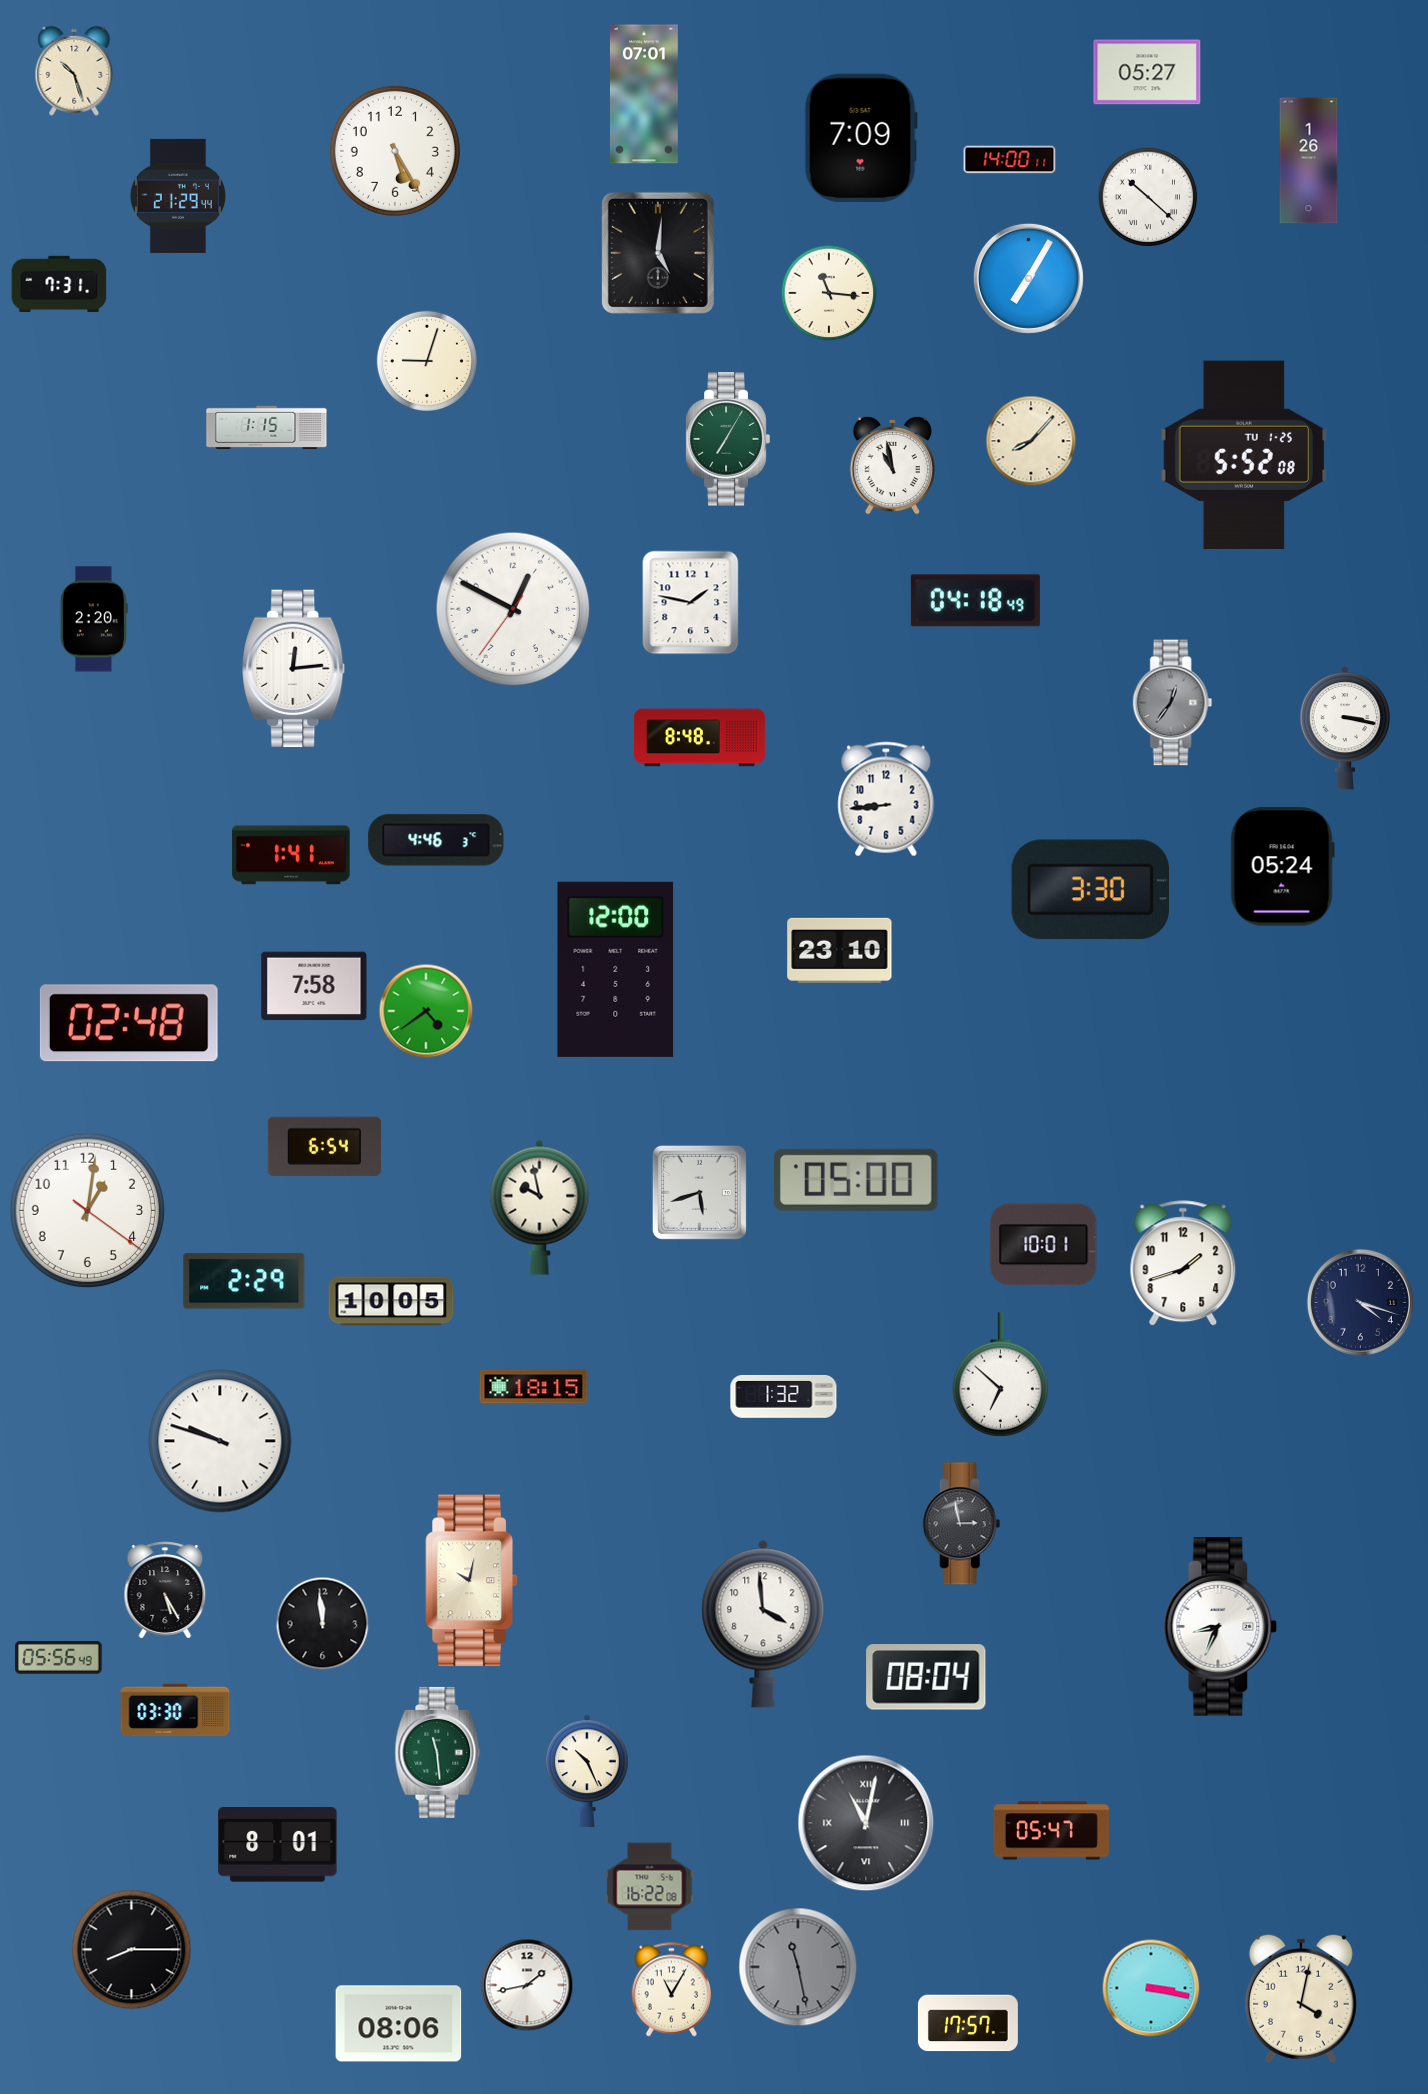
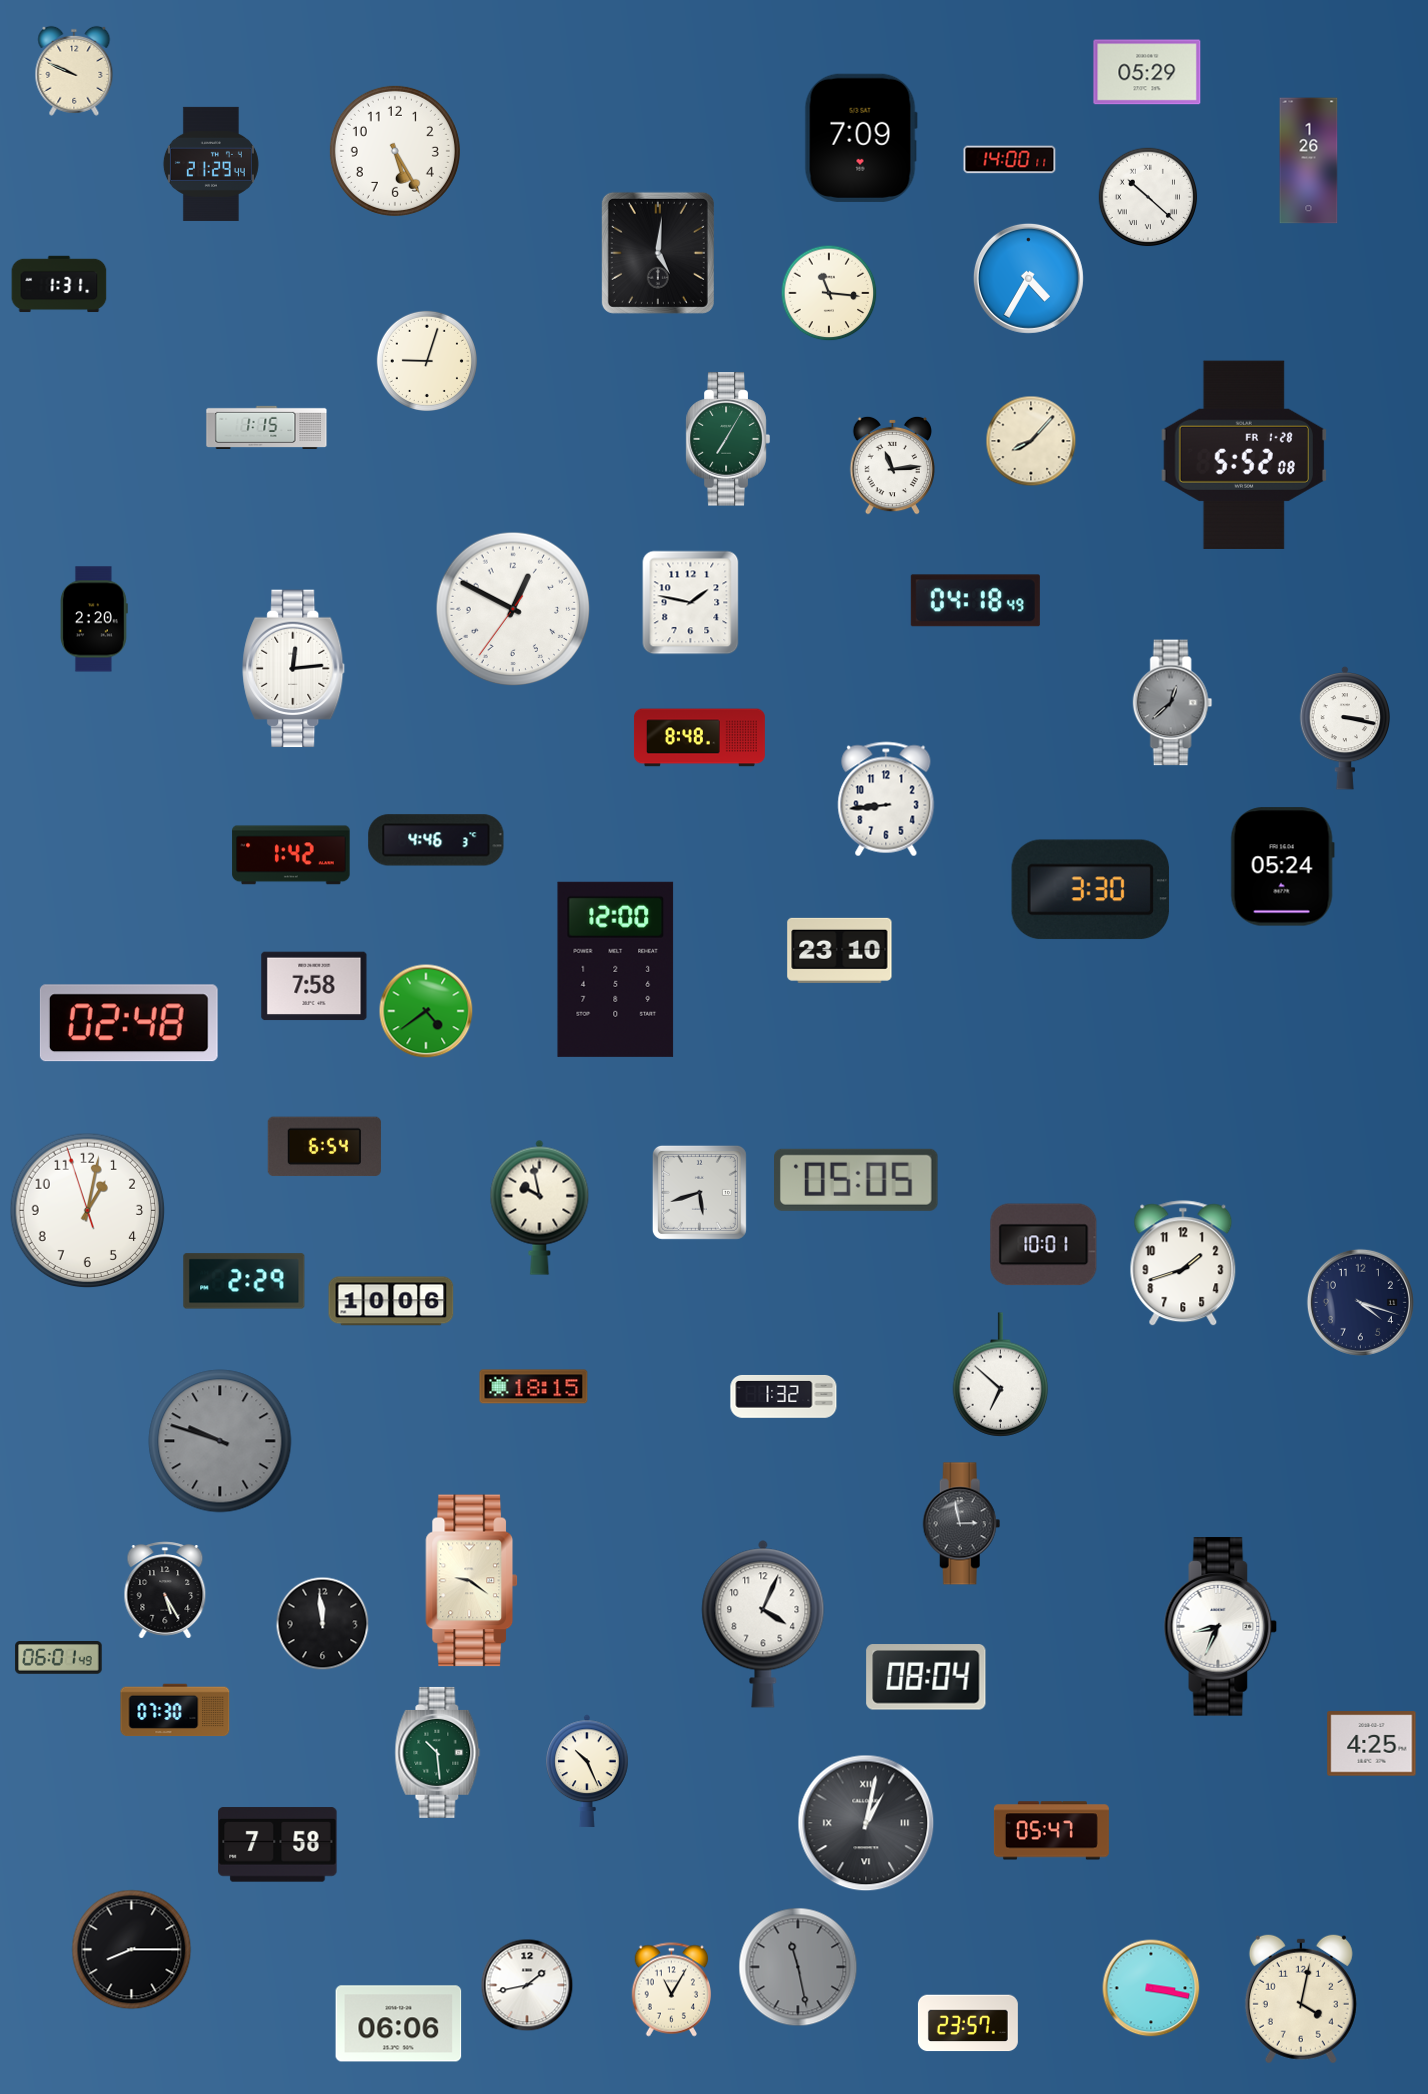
clock at (74, 71): 10:27 -> 9:49
clock at (1147, 72): 05:27 -> 05:29
clock at (644, 94): 07:01 -> none
clock at (178, 196) position: (178, 196) -> (211, 164)
clock at (1028, 278): 7:05 -> 4:35
clock at (59, 284): 7:31 -> 1:31
clock at (1243, 455) date: TU 1-25 -> FR 1-28
clock at (892, 465): 10:58 -> 11:14
clock at (1173, 703): 12:36 -> 12:38
clock at (291, 855): 1:41 -> 1:42
clock at (857, 1180): 05:00 -> 05:05
clock at (88, 1211): 1:01:21 -> 1:01:57
clock at (391, 1301): 10:05 -> 10:06
clock at (220, 1441) dial: white -> grey
clock at (472, 1581): 10:02 -> 9:21
clock at (763, 1624): 3:59 -> 4:04
clock at (59, 1658): 05:56 -> 06:01
clock at (175, 1710): 03:30 -> 07:30
clock at (1372, 1744): none -> 4:25
clock at (438, 1752): 11:29 -> 10:29
clock at (866, 1823): 11:02 -> 1:02
clock at (278, 1845): 8:01 -> 7:58
clock at (650, 1887): 16:22 -> none
clock at (968, 2023): 17:57 -> 23:57
clock at (399, 2024): 08:06 -> 06:06
